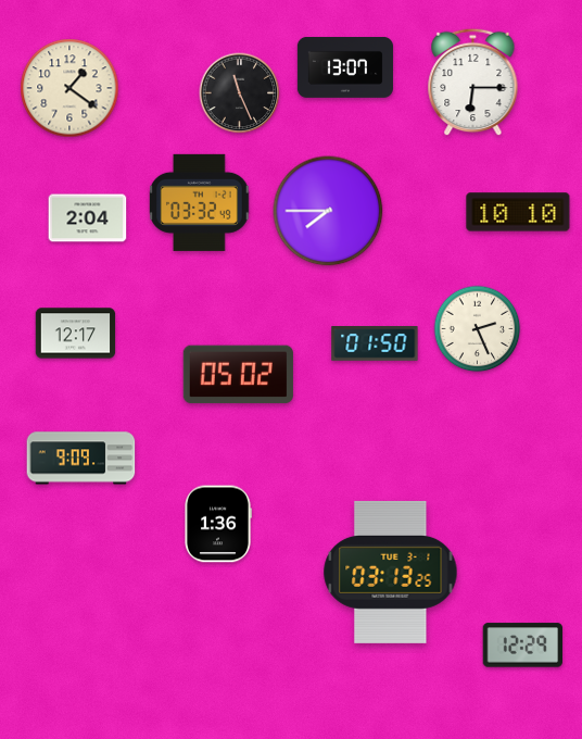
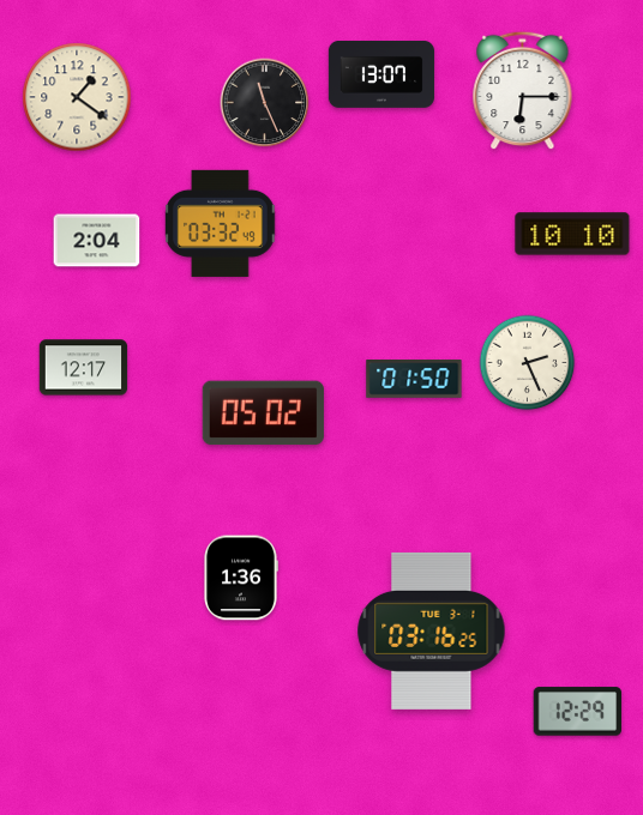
clock at (328, 211): 7:45 -> none
clock at (81, 459): 9:09 -> none
clock at (391, 572): 03:13 -> 03:16
